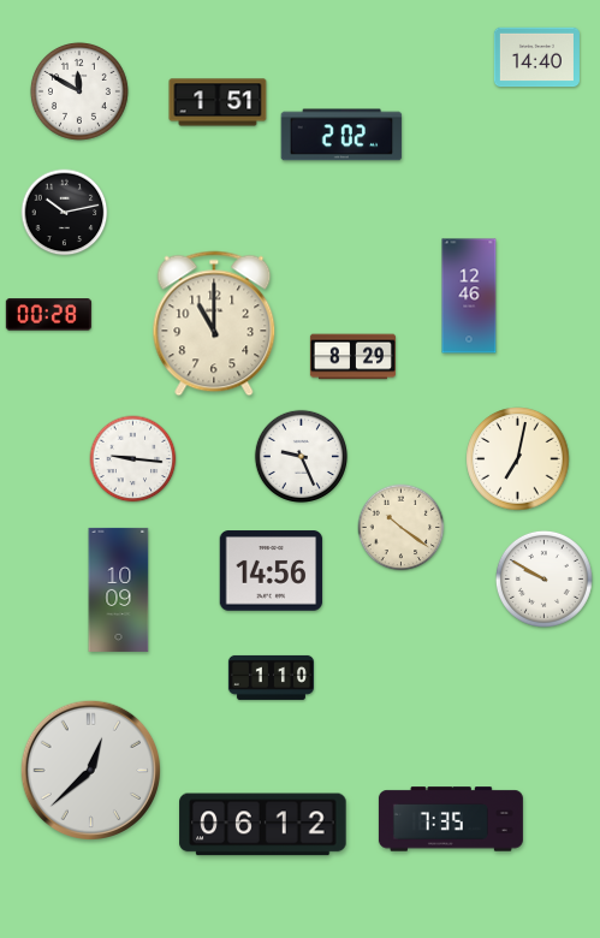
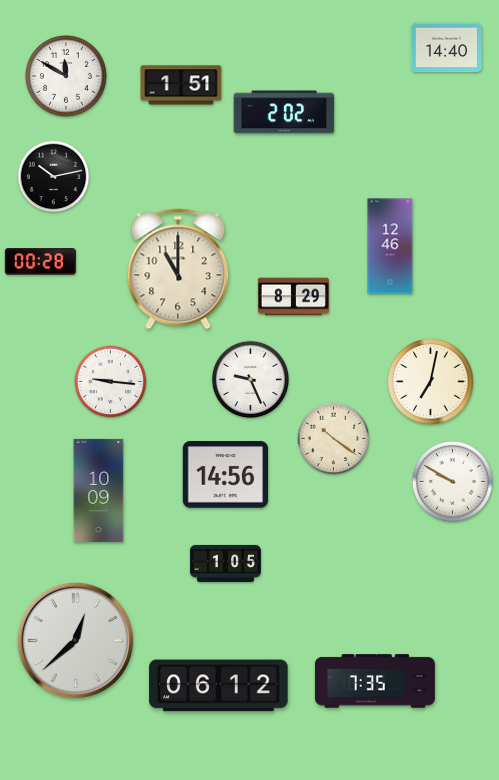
clock at (271, 677): 1:10 -> 1:05
